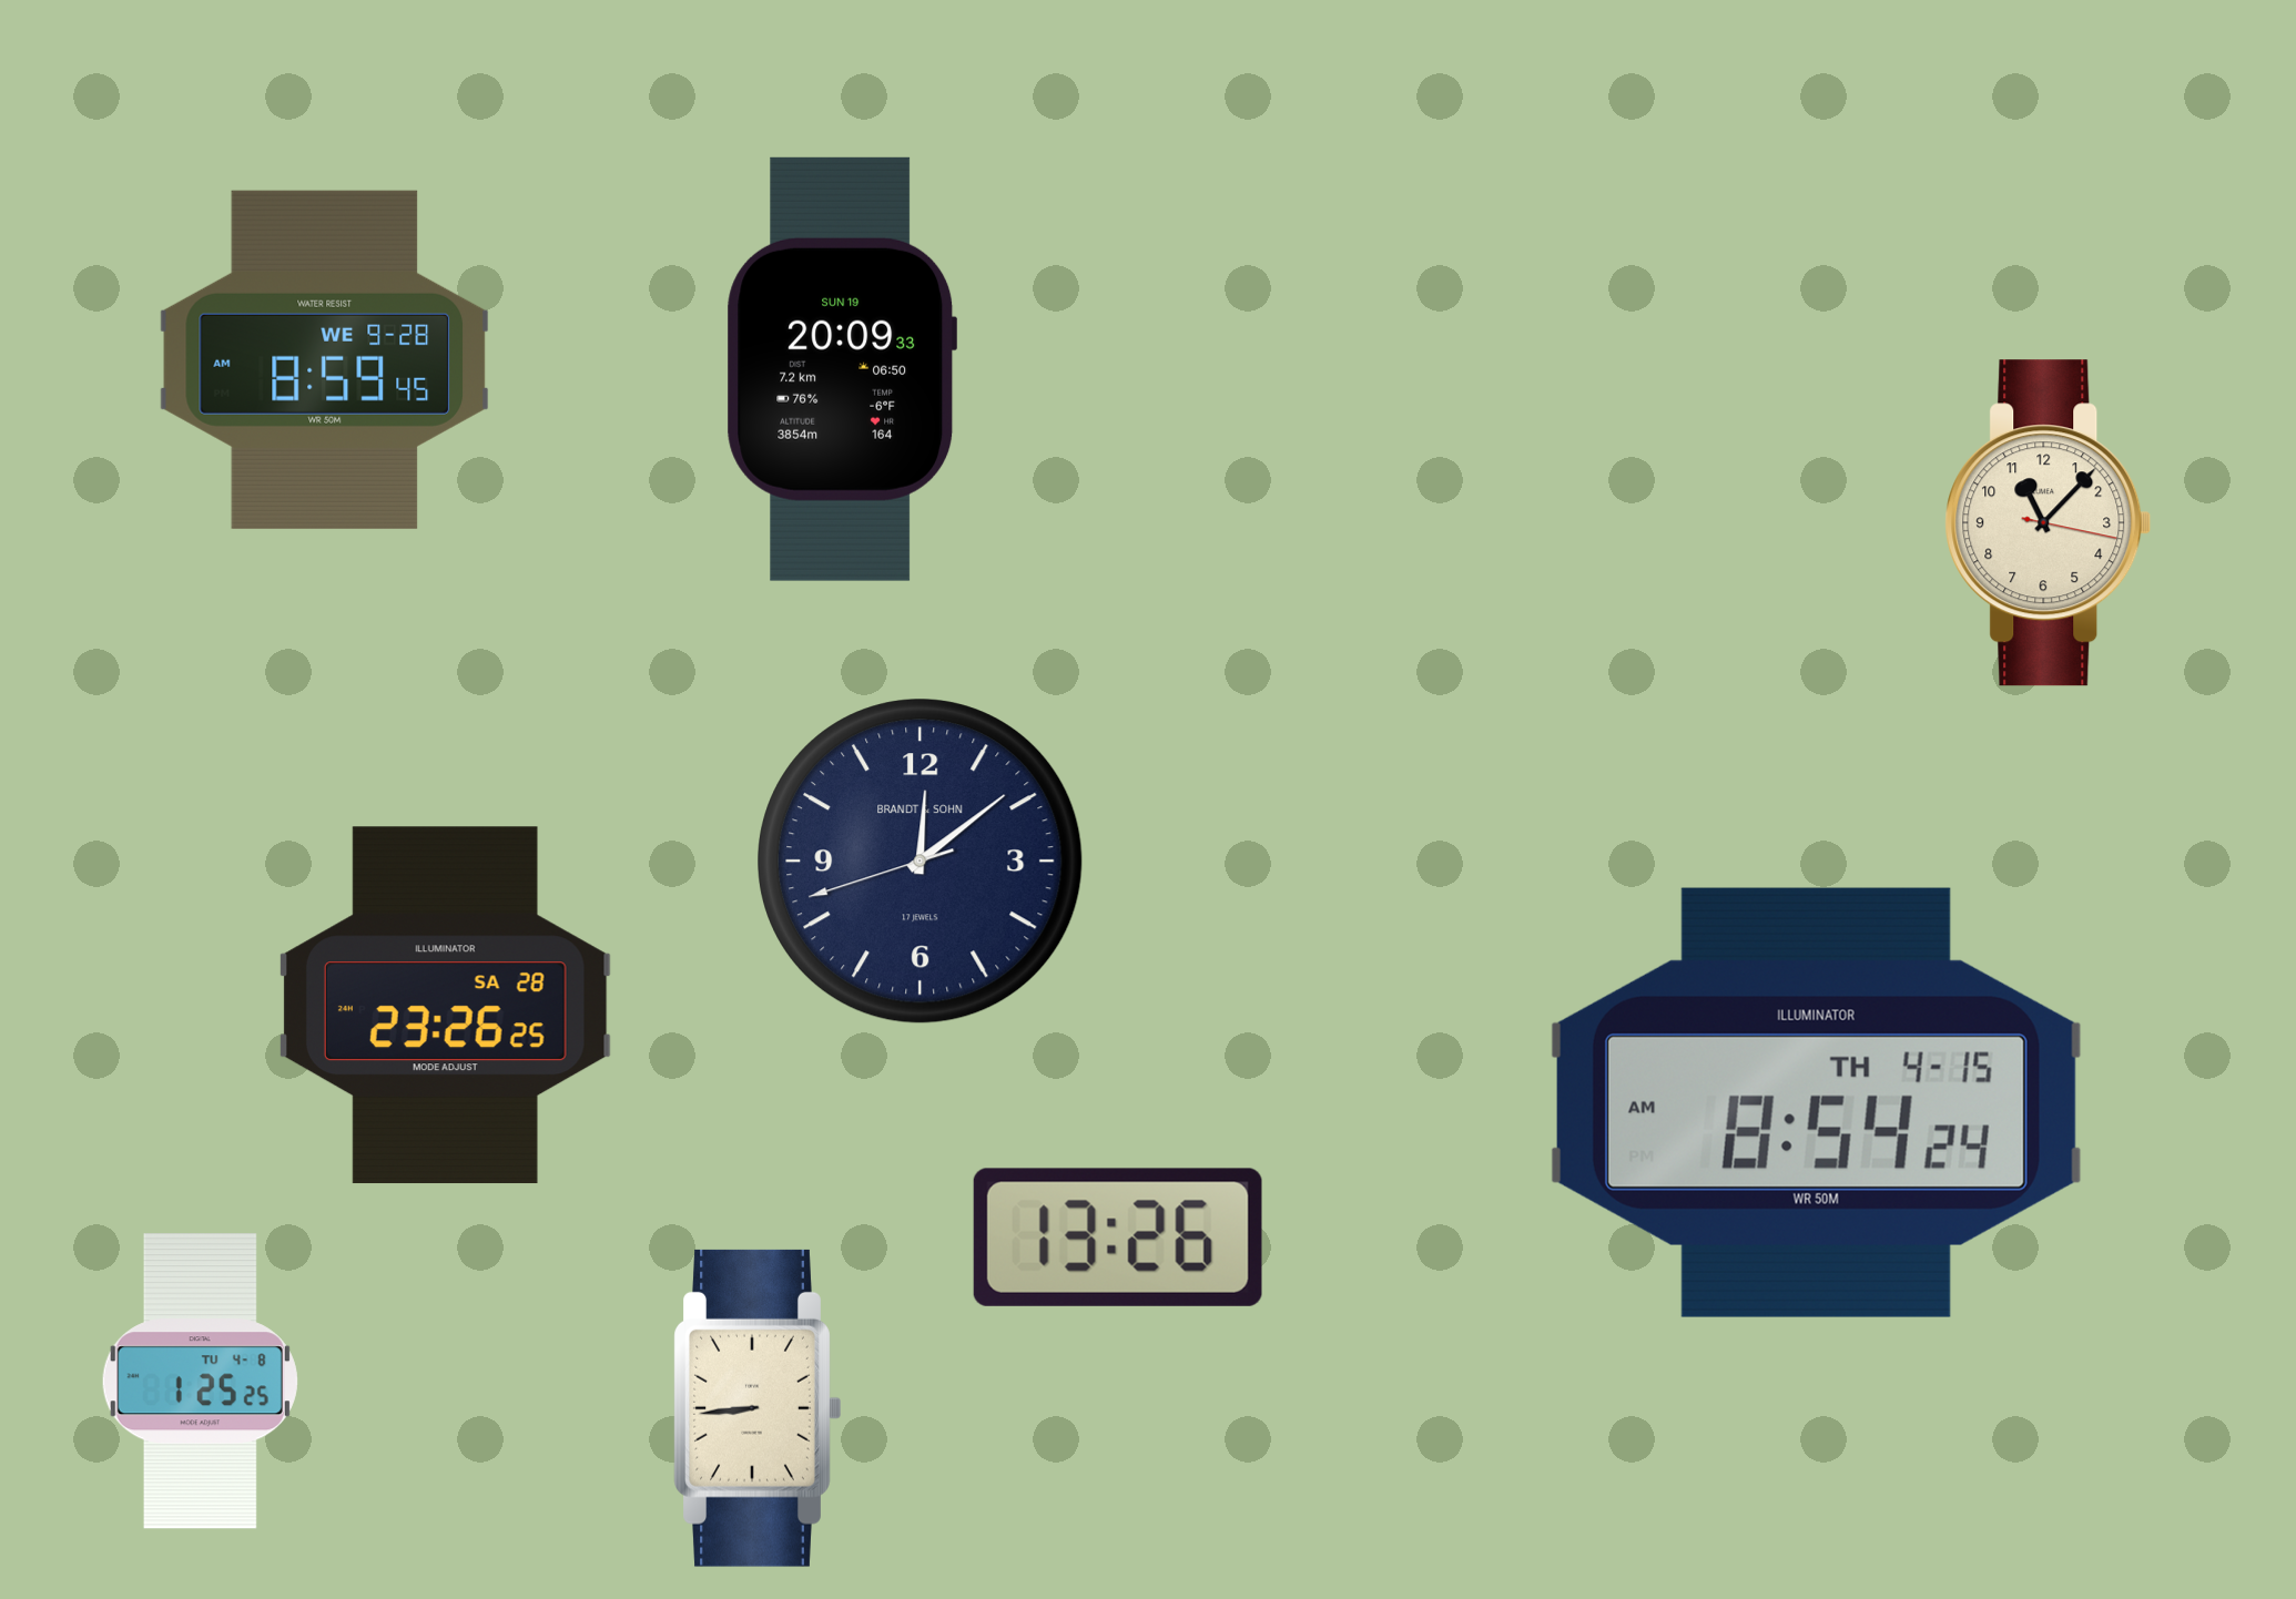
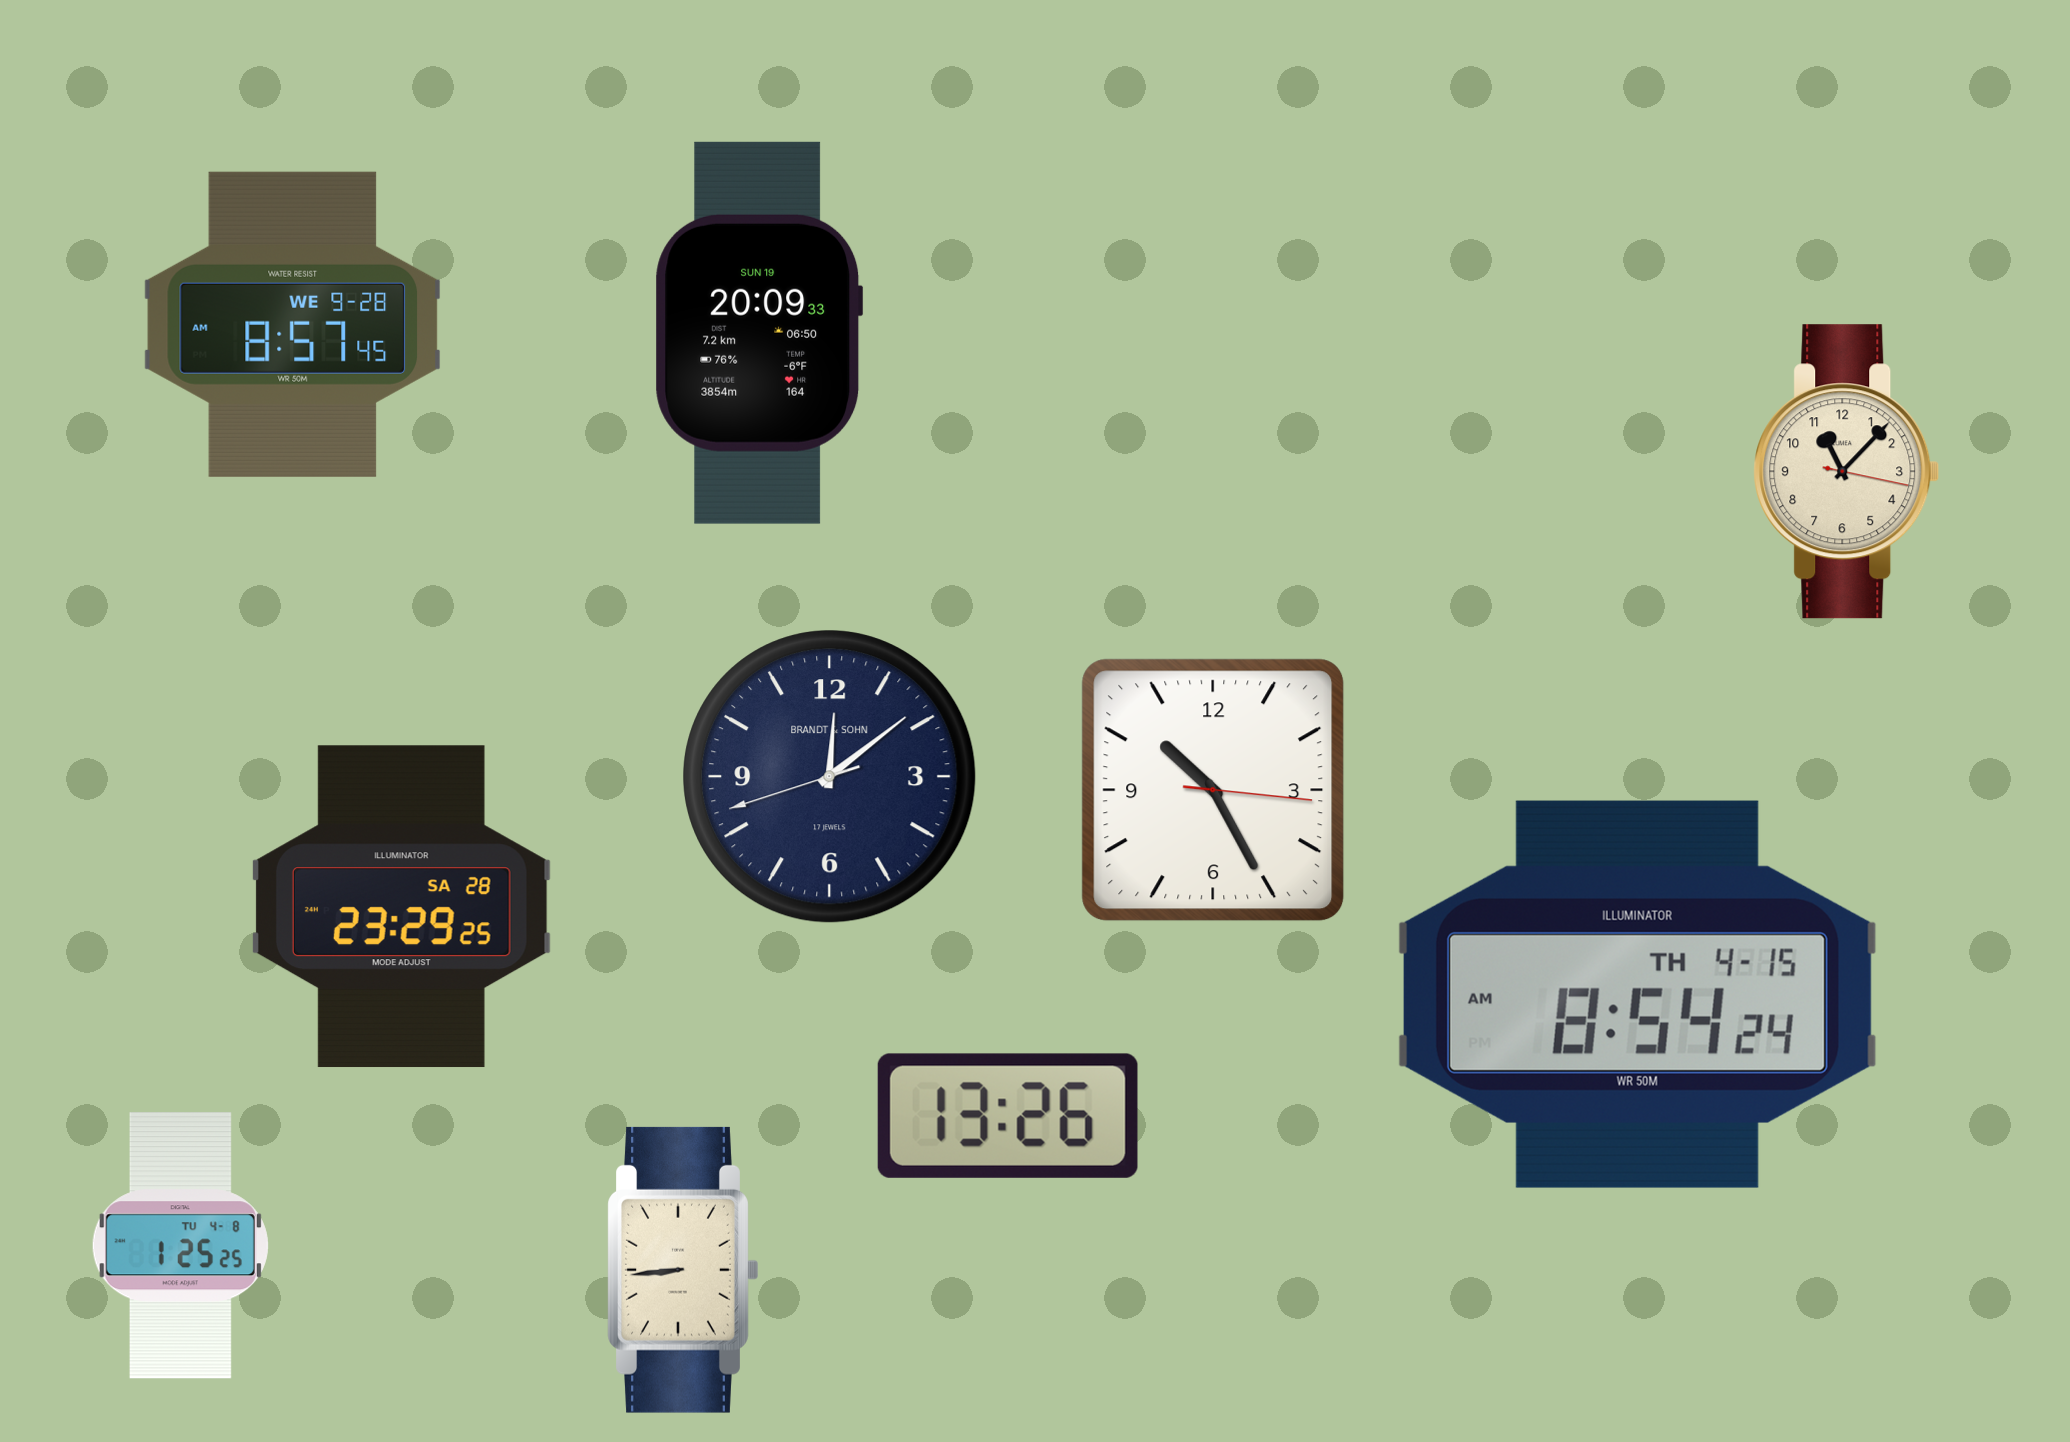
clock at (325, 359): 8:59 -> 8:57
clock at (1213, 790): none -> 10:25
clock at (445, 1006): 23:26 -> 23:29
